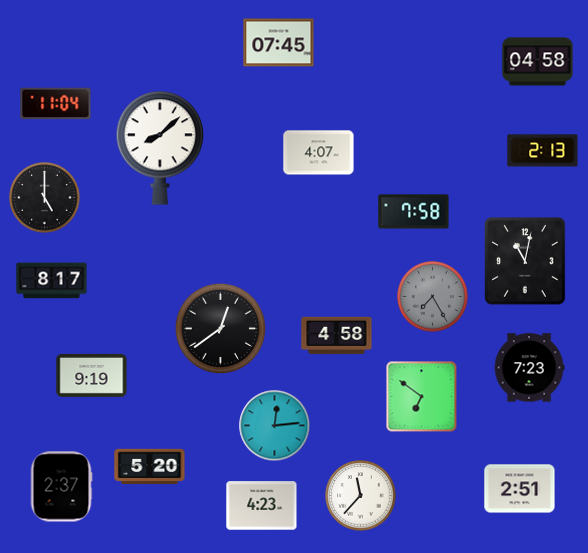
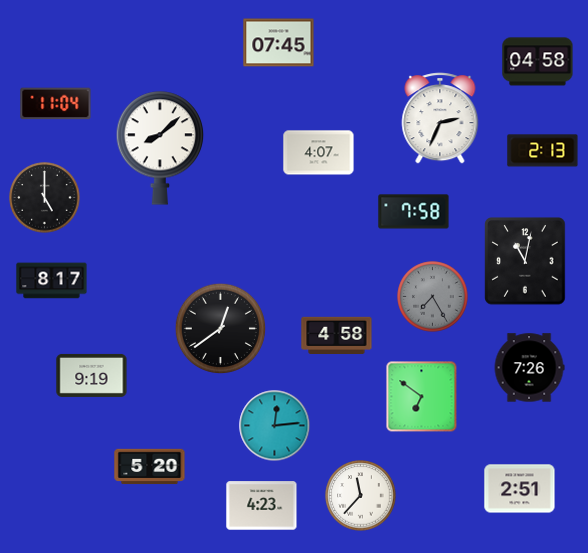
clock at (440, 118): none -> 2:34
clock at (529, 368): 7:23 -> 7:26
clock at (61, 487): 2:37 -> none
